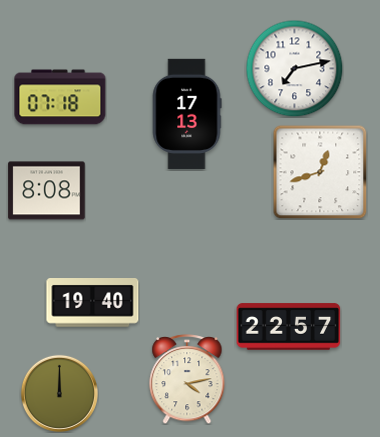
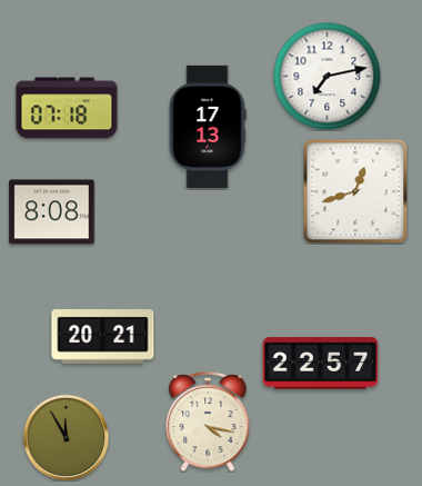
clock at (93, 303): 19:40 -> 20:21
clock at (187, 380): 4:13 -> 4:17
clock at (59, 393): 12:00 -> 11:55
